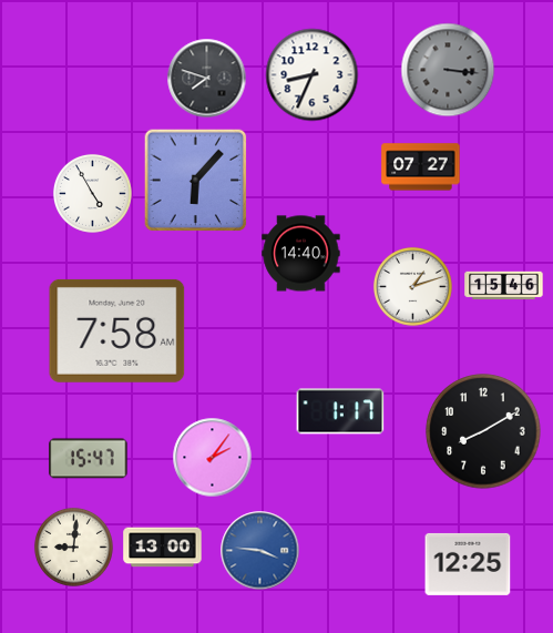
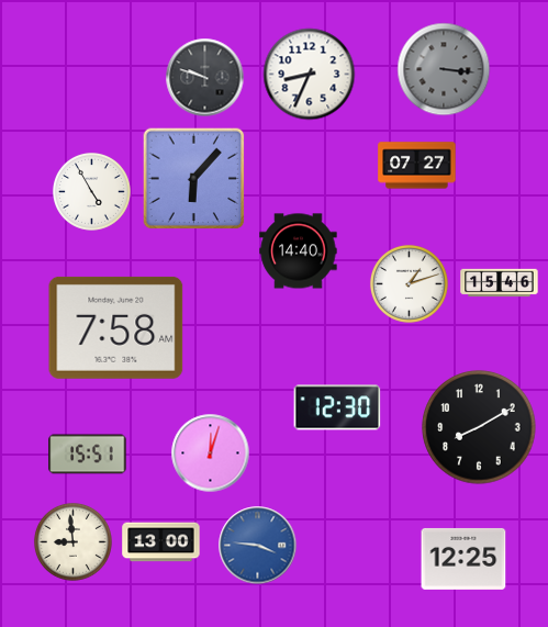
clock at (207, 79): 7:48 -> 9:48
clock at (340, 411): 1:17 -> 12:30
clock at (213, 458): 2:06 -> 12:03
clock at (89, 459): 15:47 -> 15:51
clock at (73, 547): 9:01 -> 8:59
